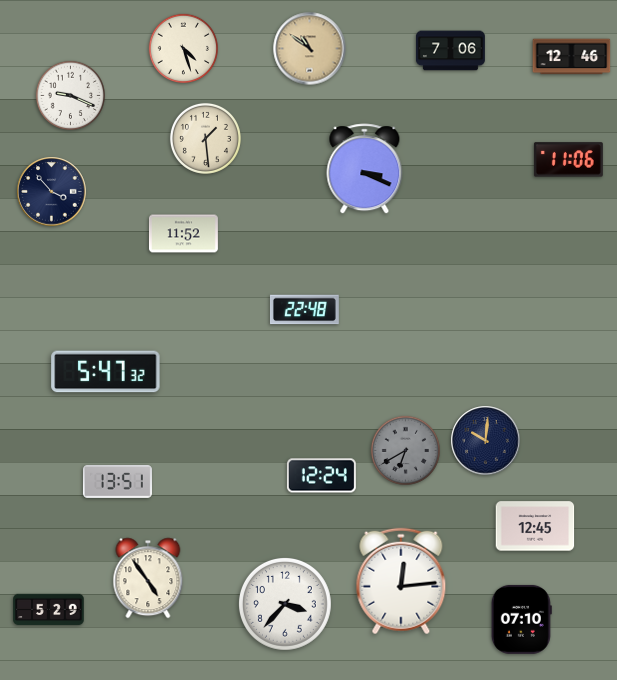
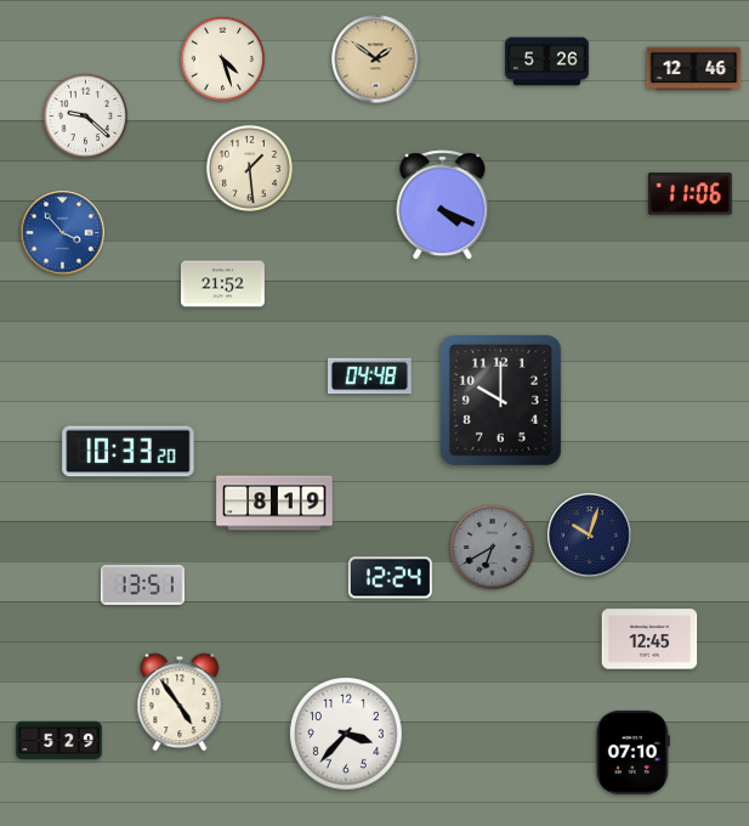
clock at (310, 49): 10:51 -> 1:51
clock at (451, 51): 7:06 -> 5:26
clock at (71, 96): 9:19 -> 9:22
clock at (365, 169): 3:19 -> 4:19
clock at (52, 192) dial: navy -> blue
clock at (183, 234): 11:52 -> 21:52
clock at (304, 310): 22:48 -> 04:48
clock at (500, 400): none -> 10:00
clock at (106, 372): 5:47 -> 10:33
clock at (274, 503): none -> 8:19
clock at (486, 441): 10:01 -> 10:03
clock at (401, 581): 12:14 -> none
